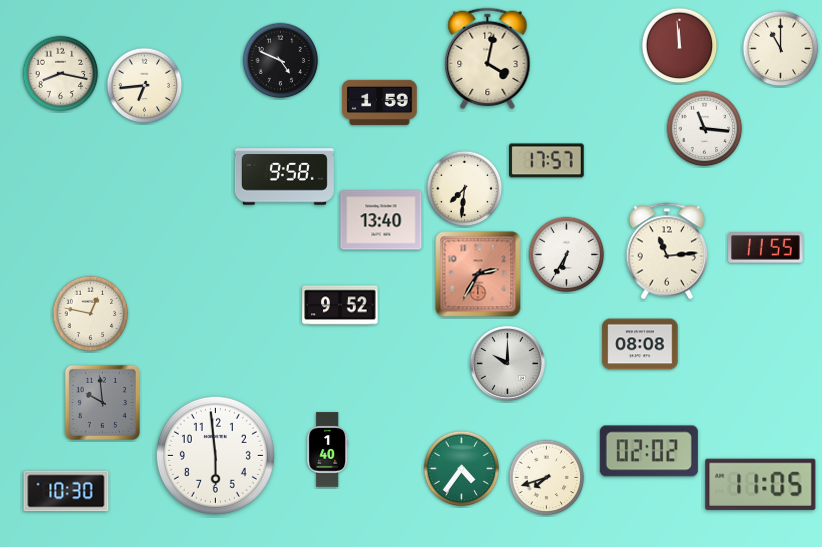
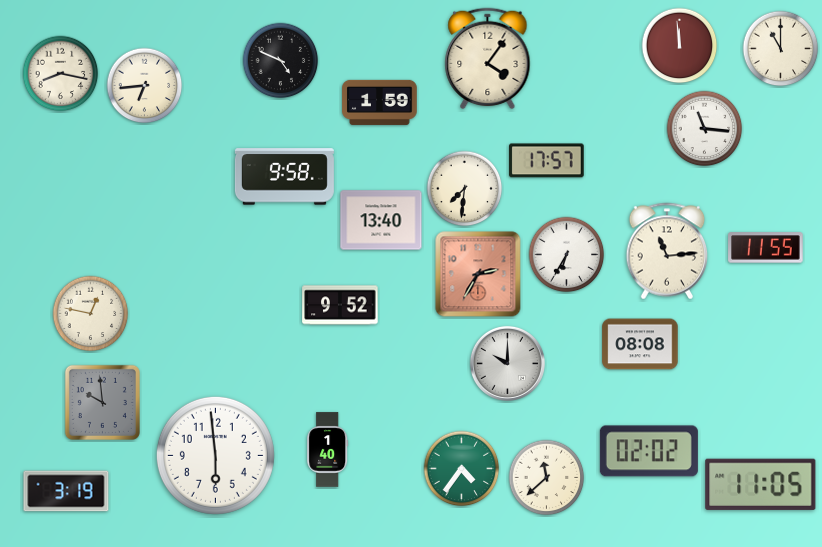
clock at (488, 59): 4:02 -> 4:06
clock at (547, 478): 7:42 -> 11:38
clock at (66, 491): 10:30 -> 3:19
